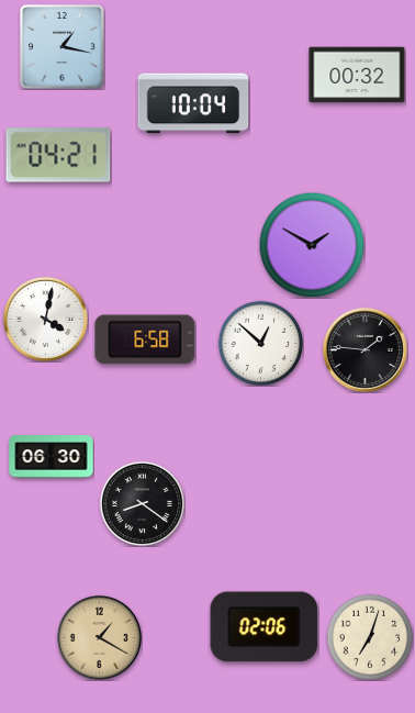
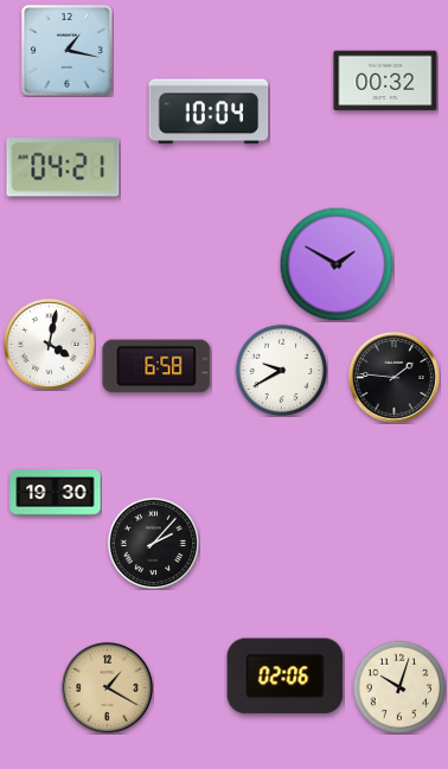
clock at (260, 343): 12:52 -> 9:40
clock at (52, 457): 06:30 -> 19:30
clock at (142, 503): 8:21 -> 2:07
clock at (370, 637): 7:03 -> 10:03
